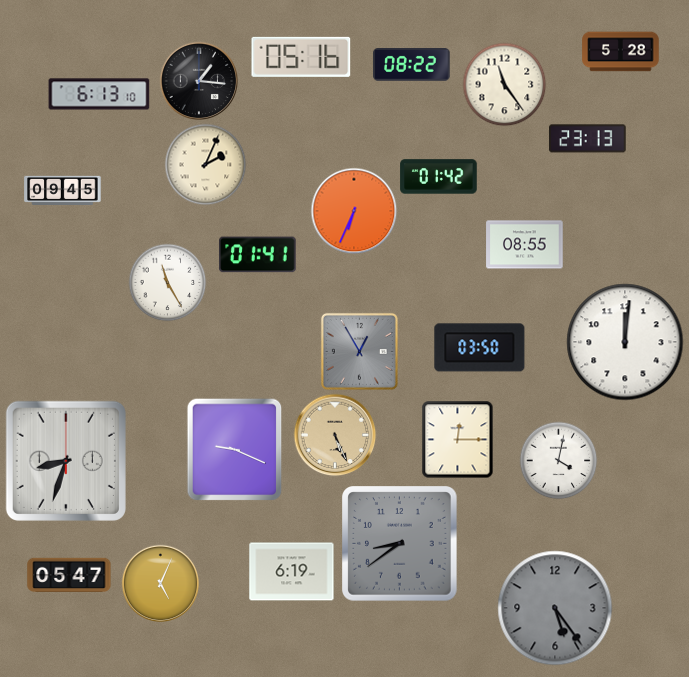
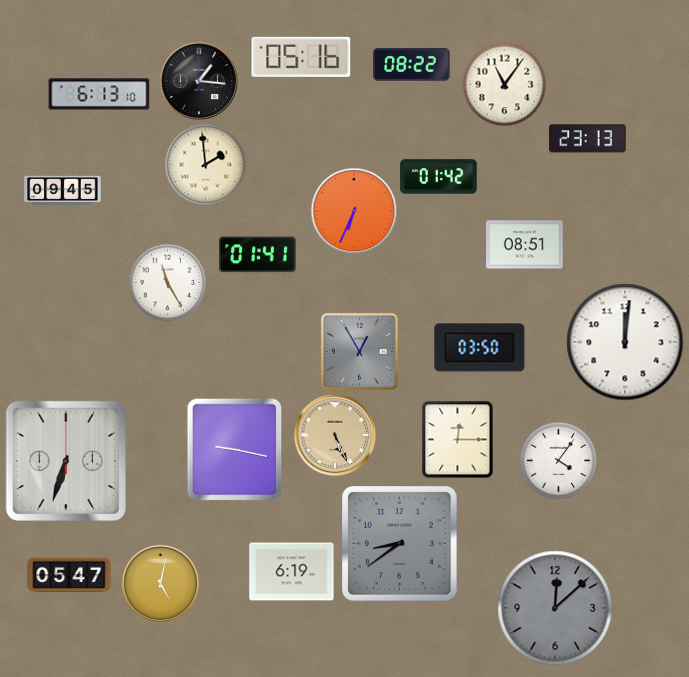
clock at (621, 52): 5:28 -> none
clock at (504, 84): 11:24 -> 11:06
clock at (205, 164): 2:04 -> 1:59
clock at (525, 245): 08:55 -> 08:51
clock at (235, 449): 9:19 -> 9:17
clock at (558, 460): 4:02 -> 4:06
clock at (66, 461): 8:33 -> 6:33
clock at (160, 583): 5:04 -> 5:02
clock at (555, 608): 5:24 -> 12:08
